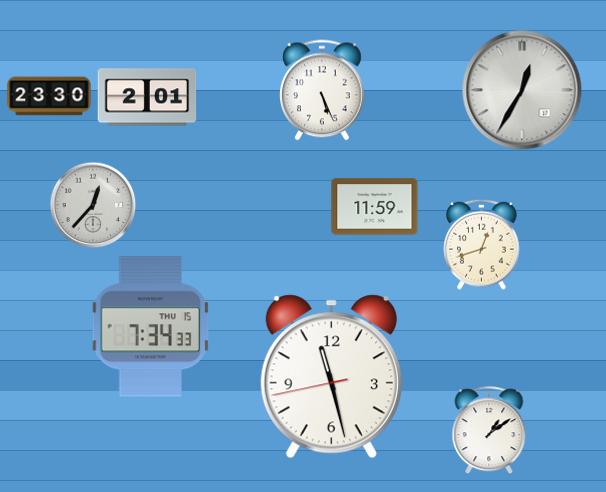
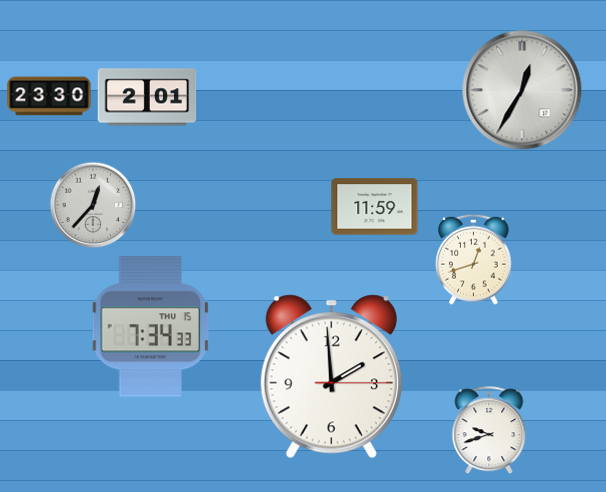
clock at (323, 90): 5:26 -> none
clock at (482, 244) position: (482, 244) -> (474, 259)
clock at (331, 377): 11:27 -> 1:59
clock at (489, 431): 1:09 -> 9:42
